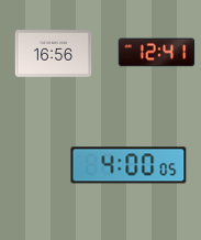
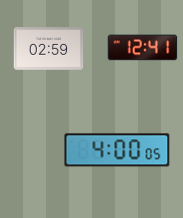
clock at (54, 54): 16:56 -> 02:59
